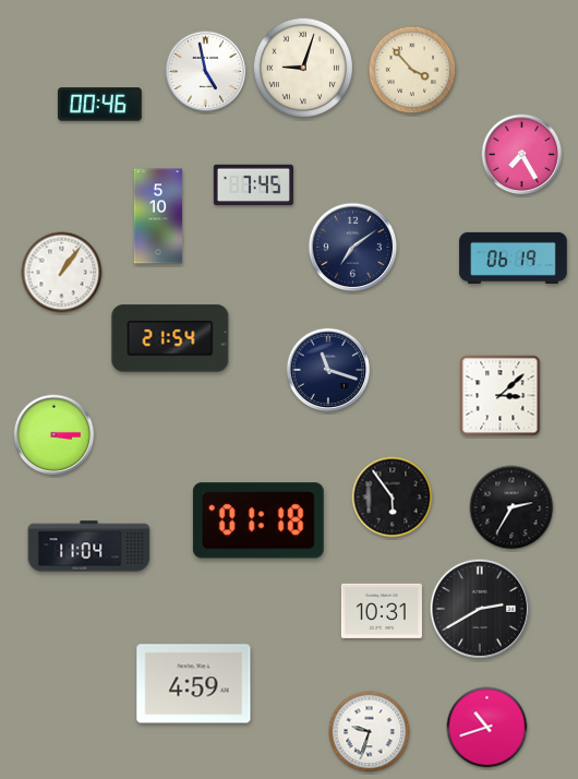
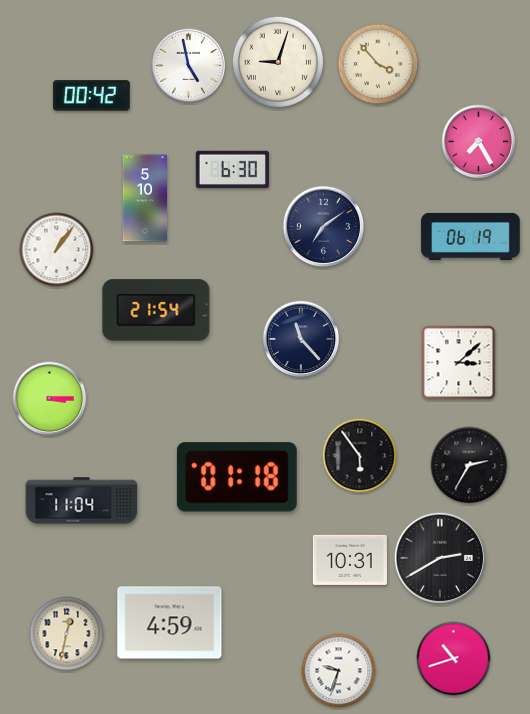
clock at (100, 105): 00:46 -> 00:42
clock at (253, 185): 7:45 -> 6:30
clock at (328, 370): 11:18 -> 11:23
clock at (194, 684) position: (194, 684) -> (170, 623)
clock at (67, 634): none -> 12:32
clock at (487, 728) position: (487, 728) -> (454, 659)
